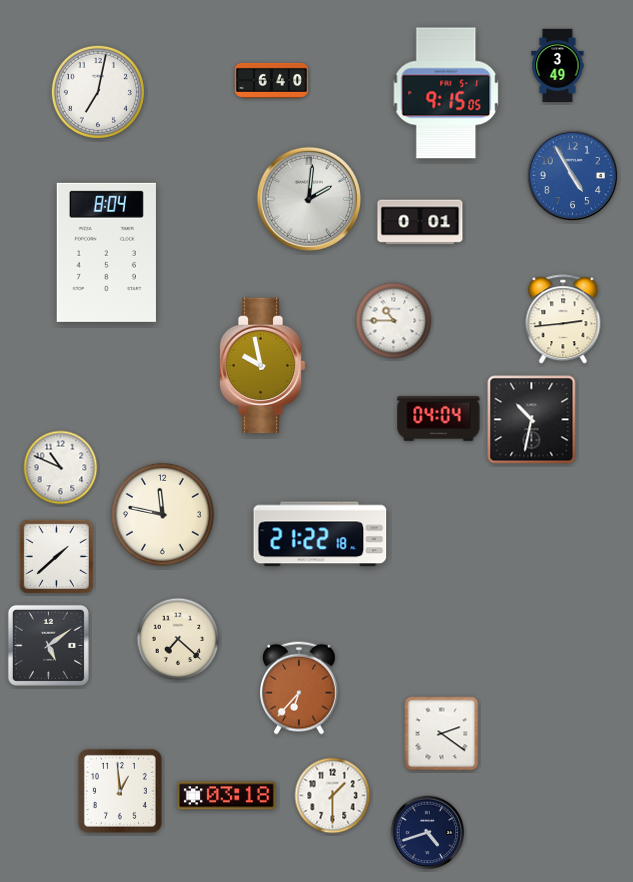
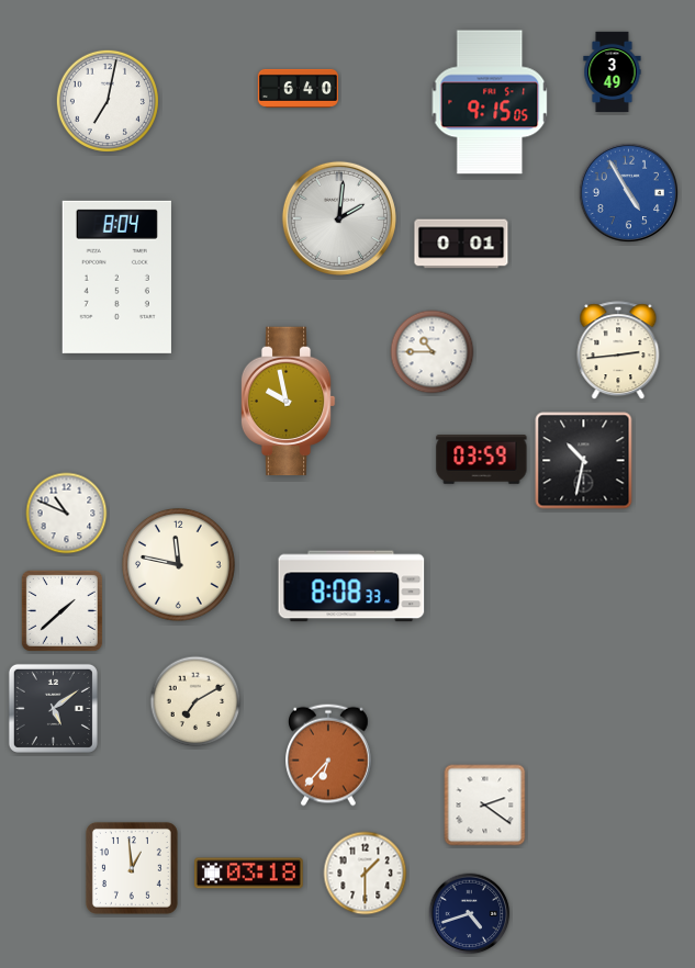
clock at (439, 419): 04:04 -> 03:59
clock at (320, 534): 21:22 -> 8:08
clock at (178, 639): 7:22 -> 7:10
